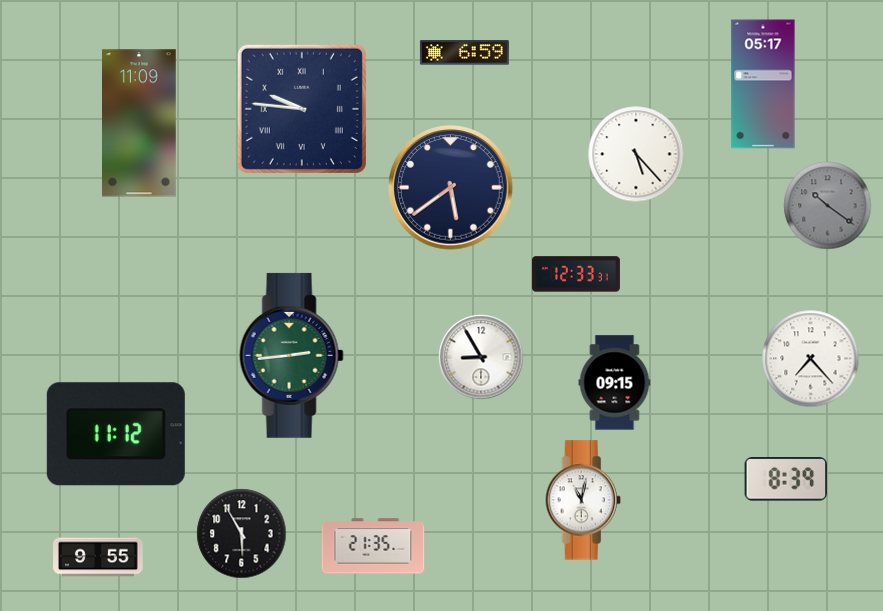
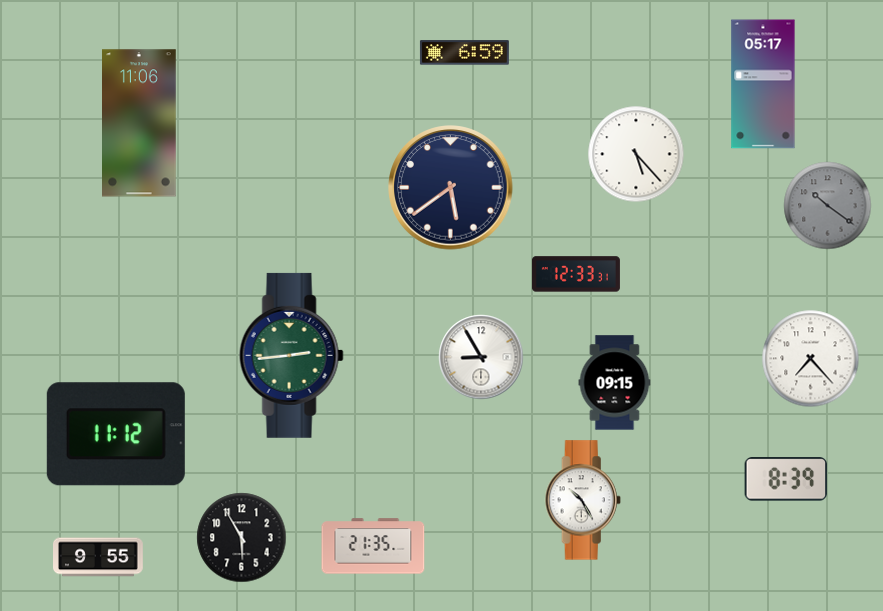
clock at (302, 109): 9:46 -> none
clock at (140, 123): 11:09 -> 11:06
clock at (583, 500): 11:02 -> 10:25
clock at (242, 534) position: (242, 534) -> (242, 538)
